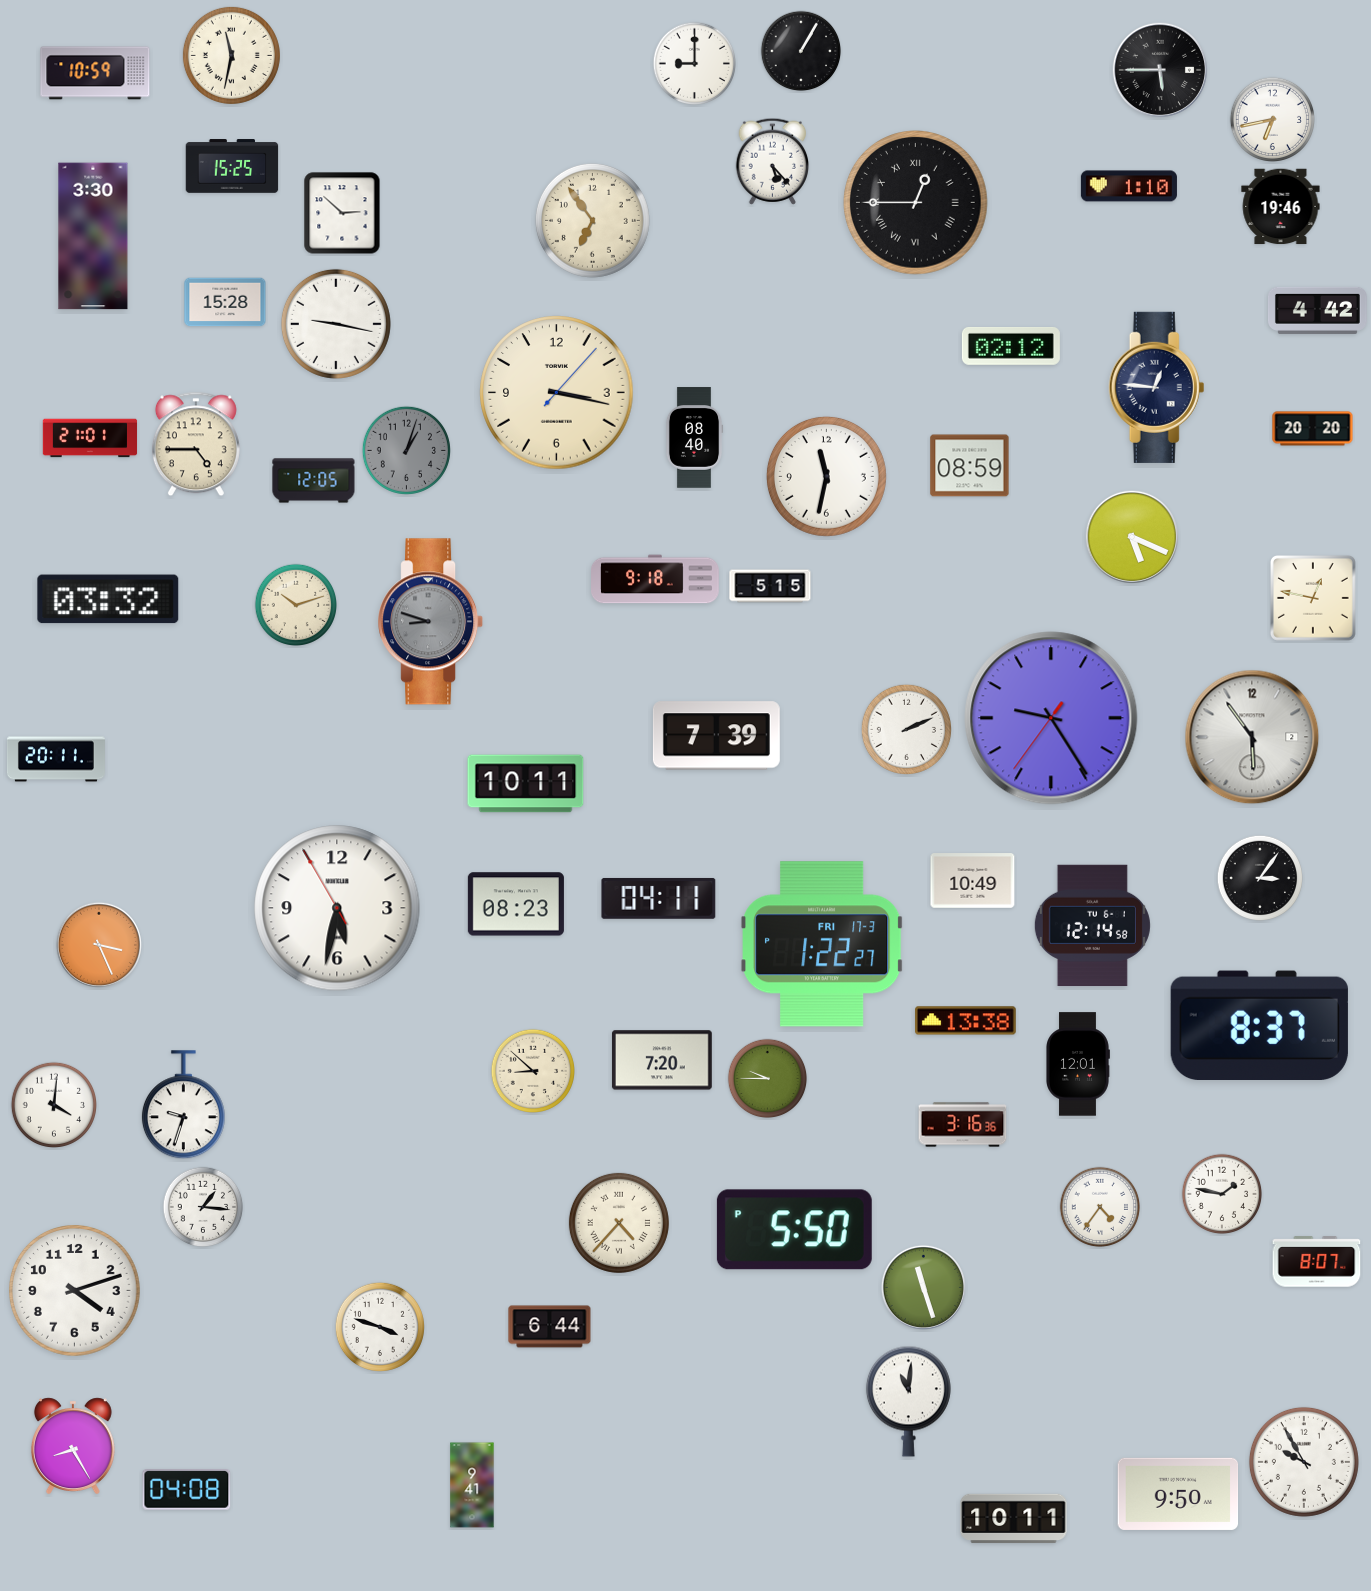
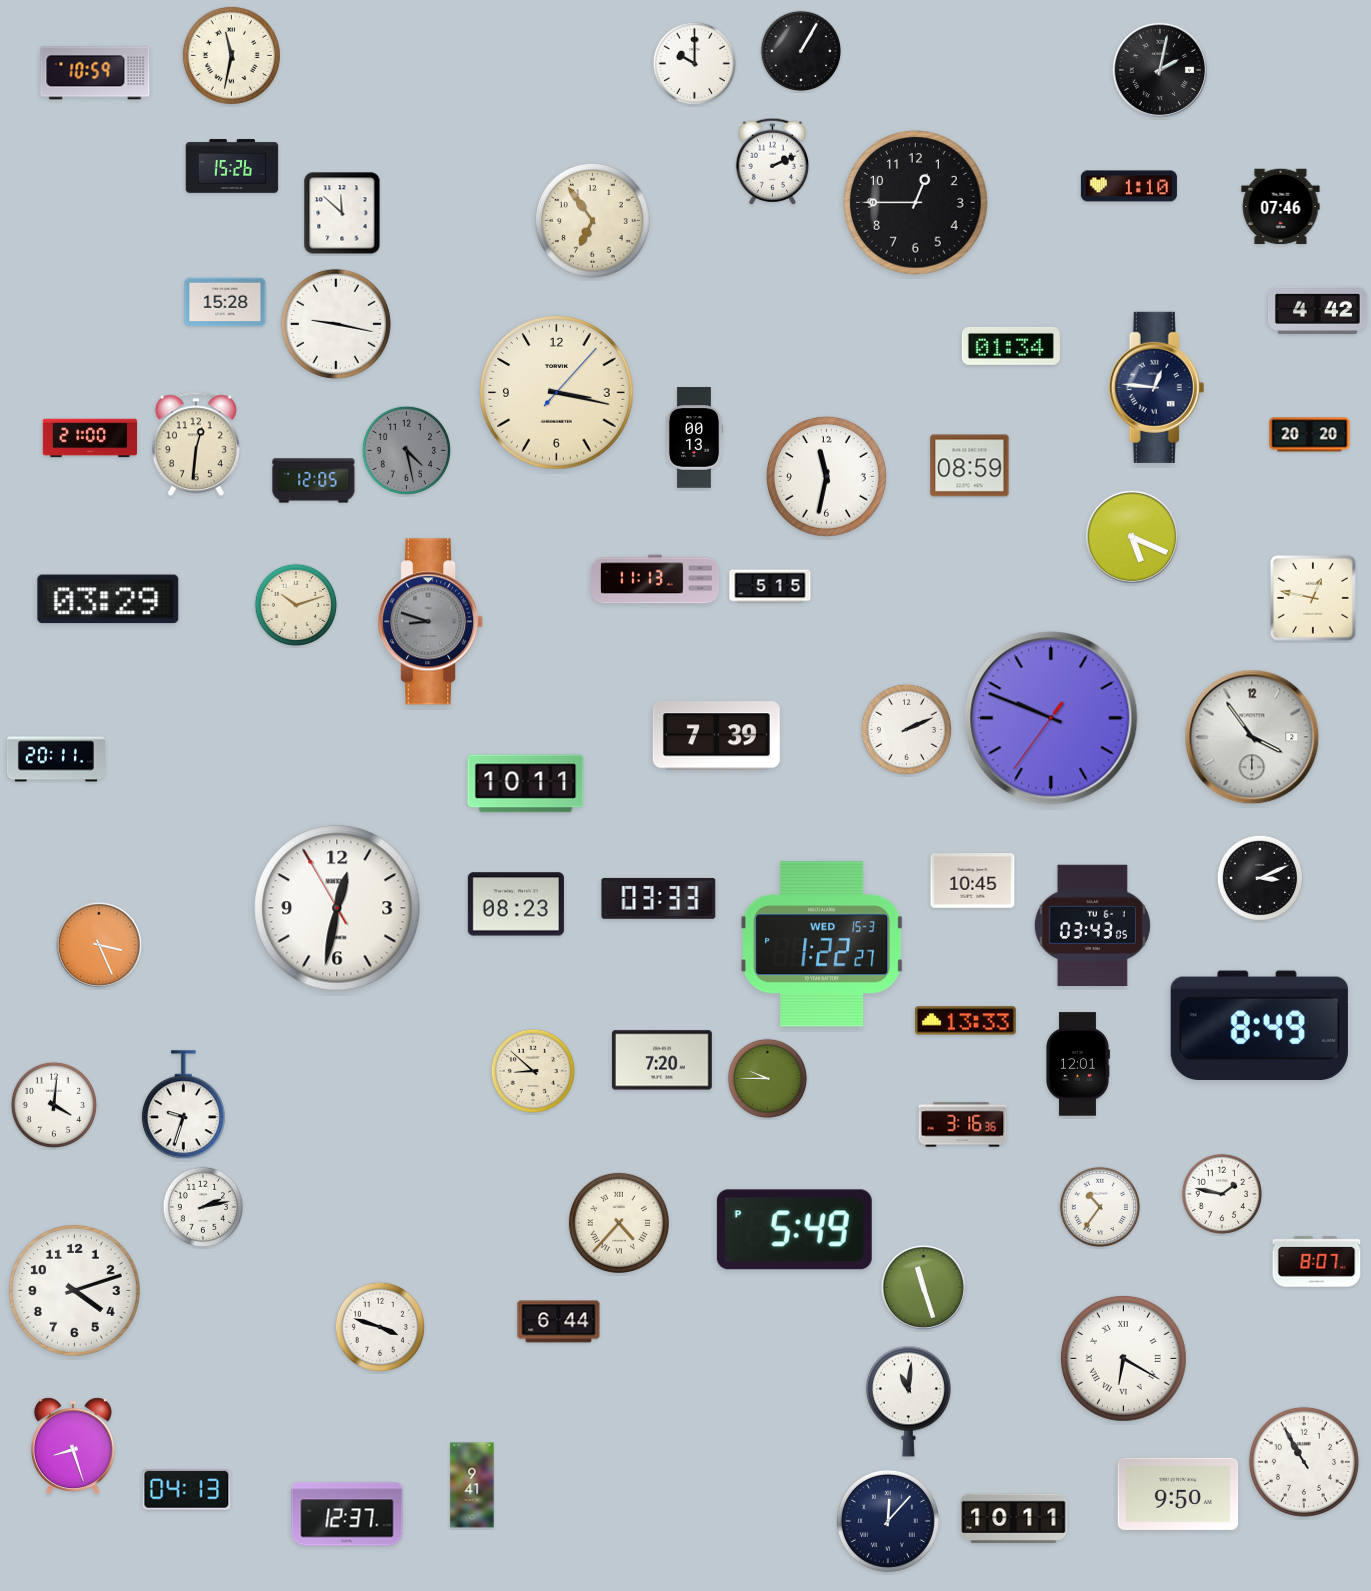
clock at (694, 63): 9:00 -> 10:00
clock at (1159, 69): 5:45 -> 2:02
clock at (1272, 119): 6:43 -> none
clock at (772, 161): 5:23 -> 2:11
clock at (232, 166): 15:25 -> 15:26
clock at (916, 203) numerals: Roman -> Arabic
clock at (1281, 207): 19:46 -> 07:46
clock at (342, 213): 2:52 -> 11:52
clock at (93, 236): 3:30 -> none
clock at (1011, 346): 02:12 -> 01:34
clock at (1313, 429) position: (1313, 429) -> (1310, 435)
clock at (90, 438): 21:01 -> 21:00
clock at (694, 438): 08:40 -> 00:13
clock at (196, 444): 4:45 -> 12:31
clock at (406, 450): 1:03 -> 4:28
clock at (656, 579): 9:18 -> 11:13
clock at (108, 599): 03:32 -> 03:29
clock at (1051, 718): 9:24 -> 9:48
clock at (1252, 737): 5:54 -> 3:54
clock at (1259, 877): 3:06 -> 3:11
clock at (973, 881): 10:49 -> 10:45
clock at (659, 898): 04:11 -> 03:33
clock at (337, 908): 5:31 -> 12:31
clock at (1092, 926): 12:14 -> 03:43
clock at (822, 944) date: FRI 17-3 -> WED 15-3
clock at (966, 1021): 13:38 -> 13:33
clock at (1259, 1025): 8:37 -> 8:49
clock at (203, 1207): 1:16 -> 2:13
clock at (1100, 1207): 4:36 -> 10:36
clock at (794, 1230): 5:50 -> 5:49
clock at (550, 1327) position: (550, 1327) -> (559, 1322)
clock at (1123, 1358): none -> 6:20
clock at (73, 1445): 8:25 -> 8:27
clock at (1304, 1462): 9:55 -> 10:55
clock at (187, 1490): 04:08 -> 04:13
clock at (347, 1514): none -> 12:37
clock at (888, 1521): none -> 12:07
